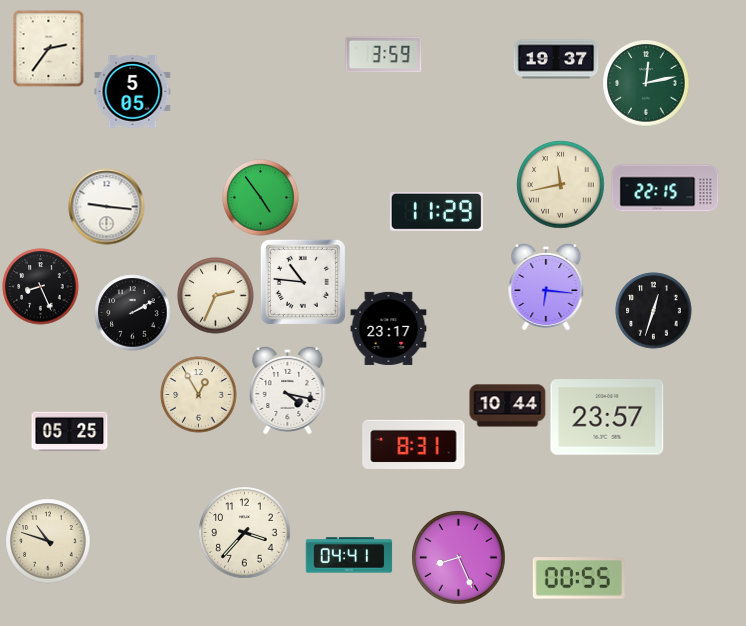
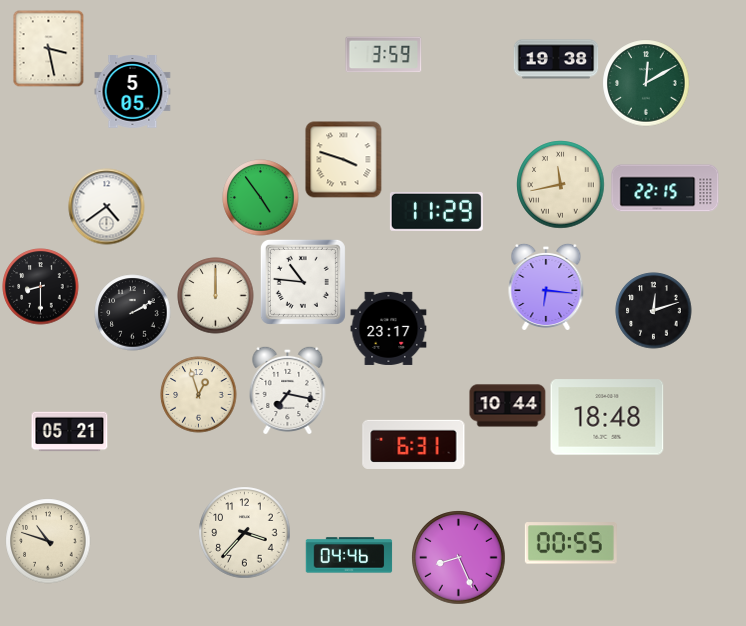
clock at (49, 48): 2:36 -> 3:28
clock at (556, 59): 19:37 -> 19:38
clock at (646, 83): 12:13 -> 12:10
clock at (344, 160): none -> 3:48
clock at (107, 207): 9:16 -> 4:39
clock at (41, 287): 8:26 -> 8:30
clock at (216, 296): 2:34 -> 12:00
clock at (654, 311): 12:33 -> 12:12
clock at (288, 390): 4:17 -> 7:17
clock at (199, 395): 12:55 -> 12:57
clock at (607, 417): 23:57 -> 18:48
clock at (70, 432): 05:25 -> 05:21
clock at (414, 444): 8:31 -> 6:31
clock at (349, 555): 04:41 -> 04:46
clock at (579, 578) position: (579, 578) -> (571, 543)
